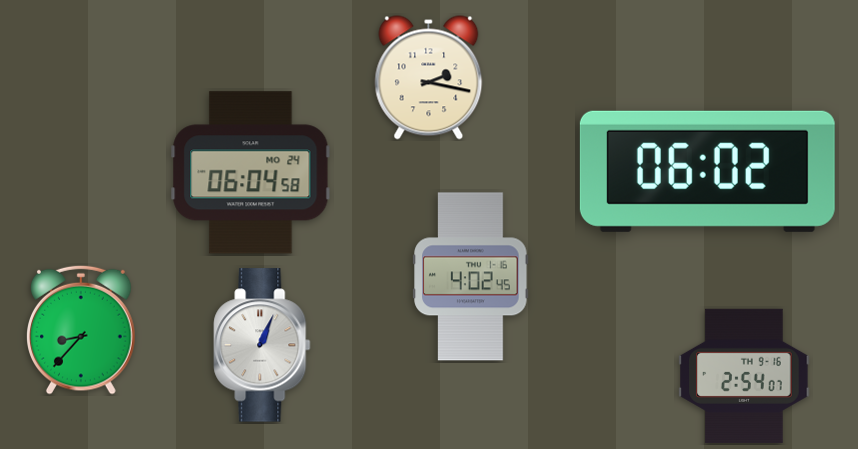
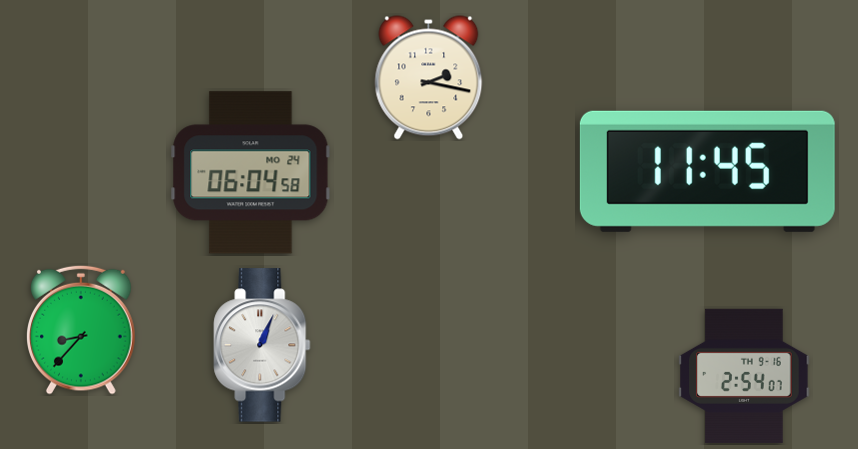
clock at (707, 171): 06:02 -> 11:45
clock at (471, 277): 4:02 -> none
